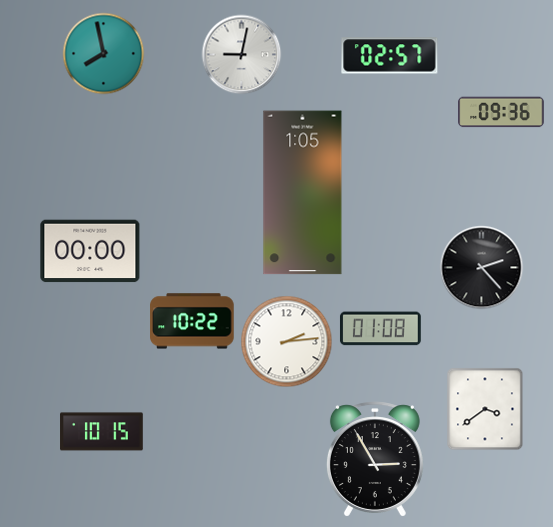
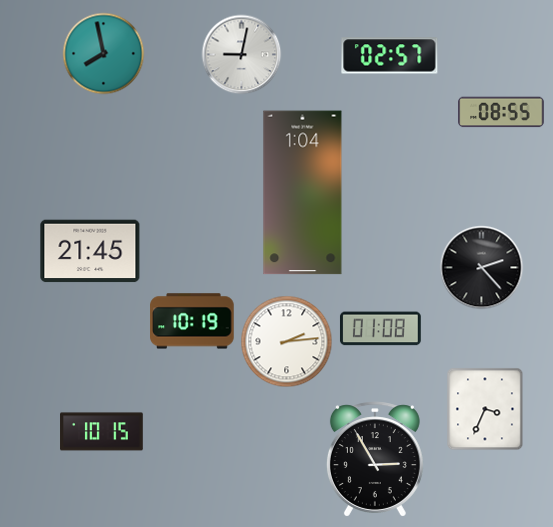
clock at (501, 112): 09:36 -> 08:55
clock at (303, 193): 1:05 -> 1:04
clock at (90, 251): 00:00 -> 21:45
clock at (192, 321): 10:22 -> 10:19
clock at (485, 409): 3:39 -> 3:34
